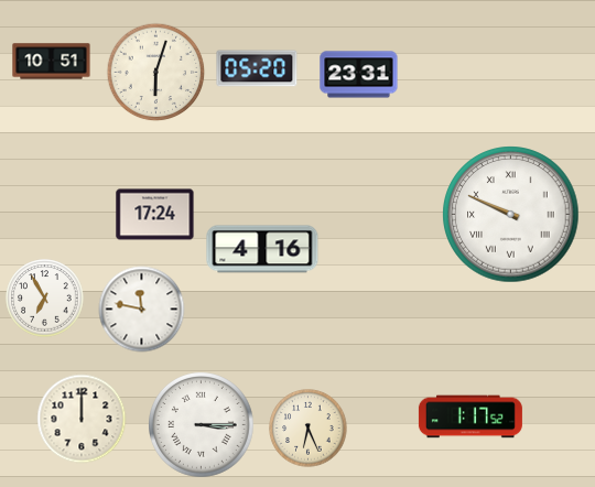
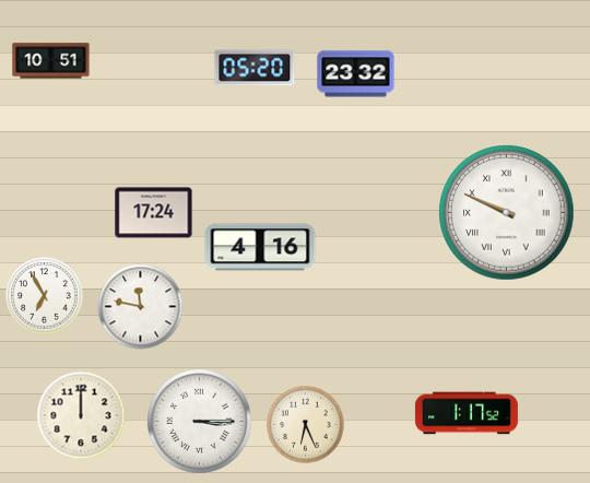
clock at (156, 73): 6:03 -> none
clock at (359, 75): 23:31 -> 23:32
